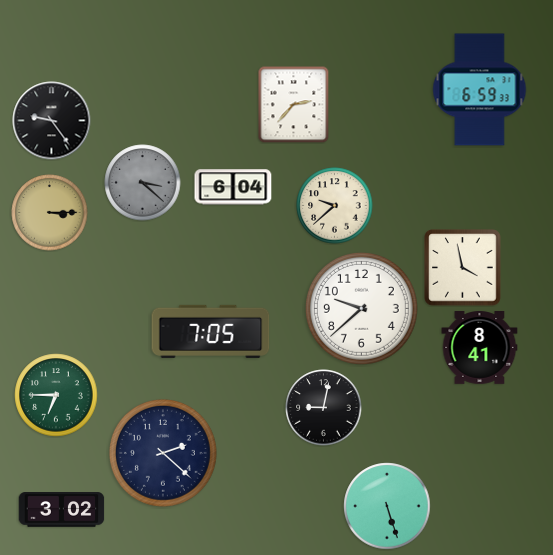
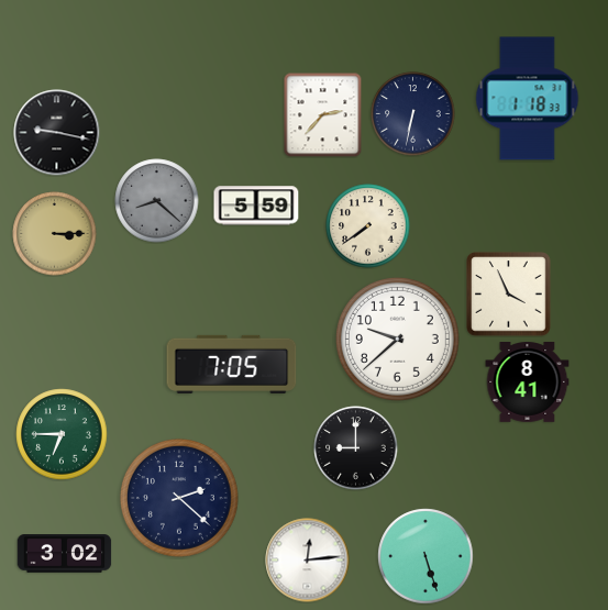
clock at (480, 90): 6:59 -> 1:18
clock at (413, 114): none -> 6:32
clock at (52, 121): 9:24 -> 9:17
clock at (143, 183): 3:22 -> 8:22
clock at (233, 187): 6:04 -> 5:59
clock at (335, 206): 9:38 -> 7:39
clock at (463, 268): 3:58 -> 3:56
clock at (324, 408): 9:02 -> 9:00
clock at (62, 510) position: (62, 510) -> (65, 554)
clock at (308, 561): none -> 12:14
